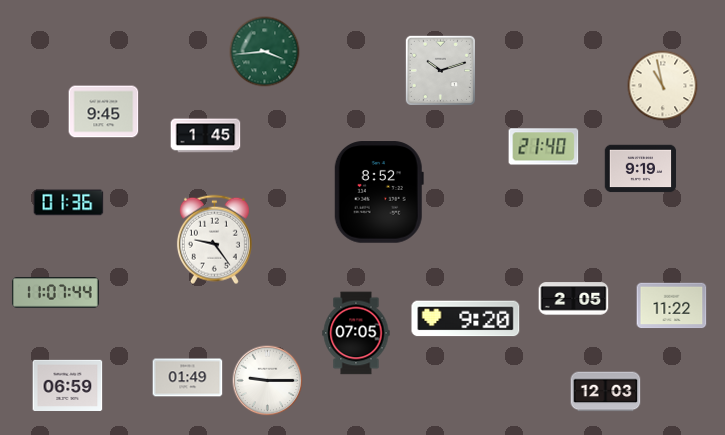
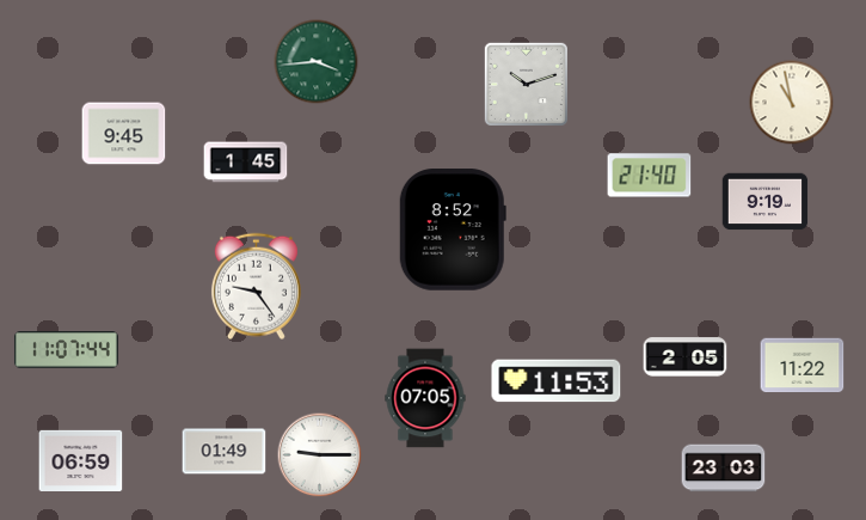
clock at (69, 203): 01:36 -> none
clock at (466, 319): 9:20 -> 11:53
clock at (606, 392): 12:03 -> 23:03
